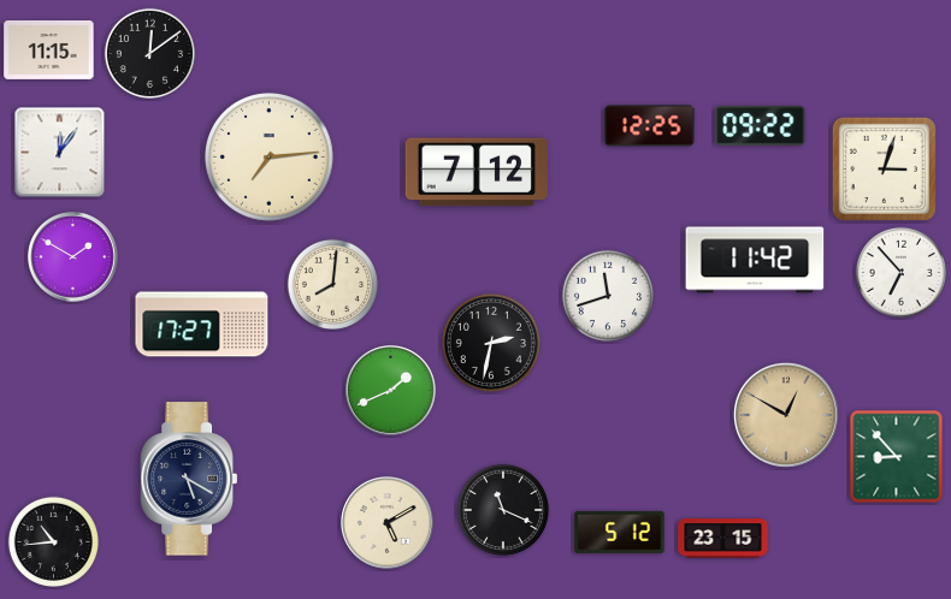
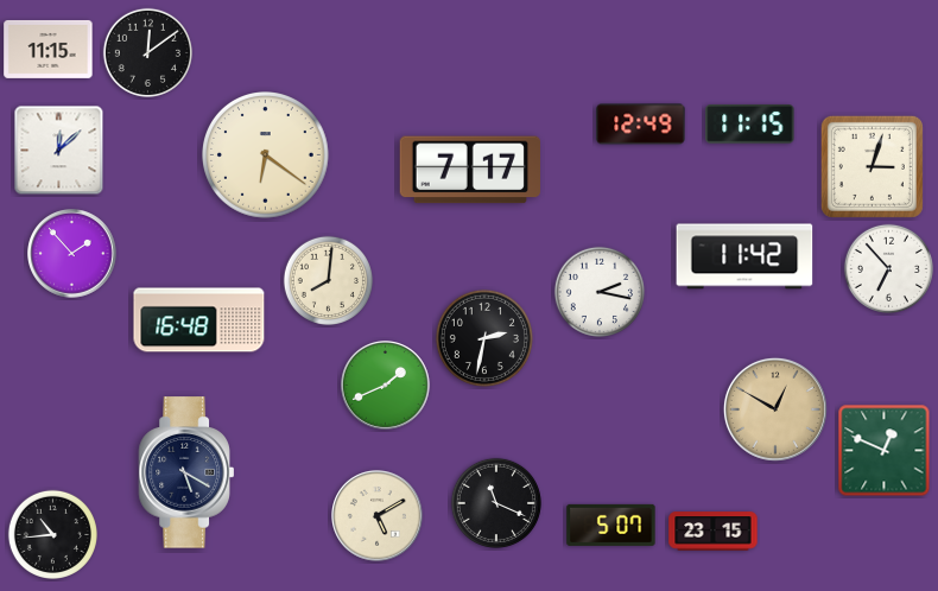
clock at (650, 126): 12:25 -> 12:49
clock at (761, 126): 09:22 -> 11:15
clock at (60, 153): 12:06 -> 12:08
clock at (270, 158): 7:14 -> 6:21
clock at (475, 172): 7:12 -> 7:17
clock at (73, 257): 1:50 -> 1:53
clock at (608, 296): 11:42 -> 2:17
clock at (202, 325): 17:27 -> 16:48
clock at (897, 457): 8:53 -> 12:49
clock at (388, 523) position: (388, 523) -> (378, 516)
clock at (620, 532): 5:12 -> 5:07
